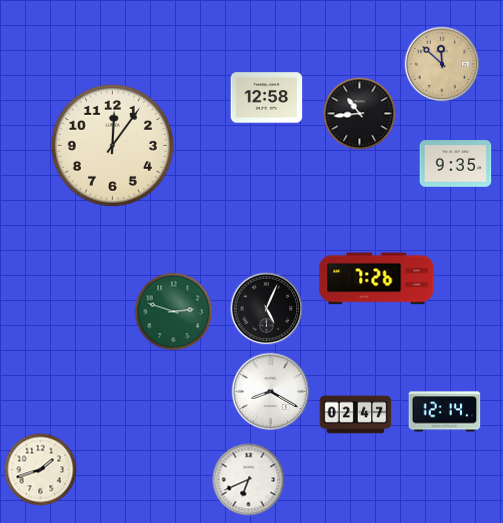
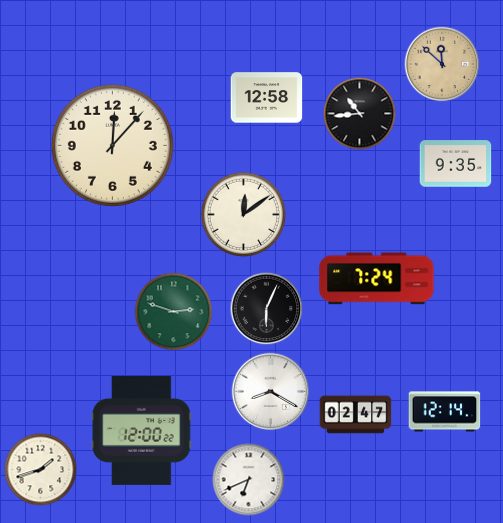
clock at (112, 145): 12:06 -> 12:07
clock at (243, 214): none -> 12:09
clock at (377, 279): 7:26 -> 7:24
clock at (267, 309): 5:04 -> 6:04
clock at (141, 430): none -> 12:00
